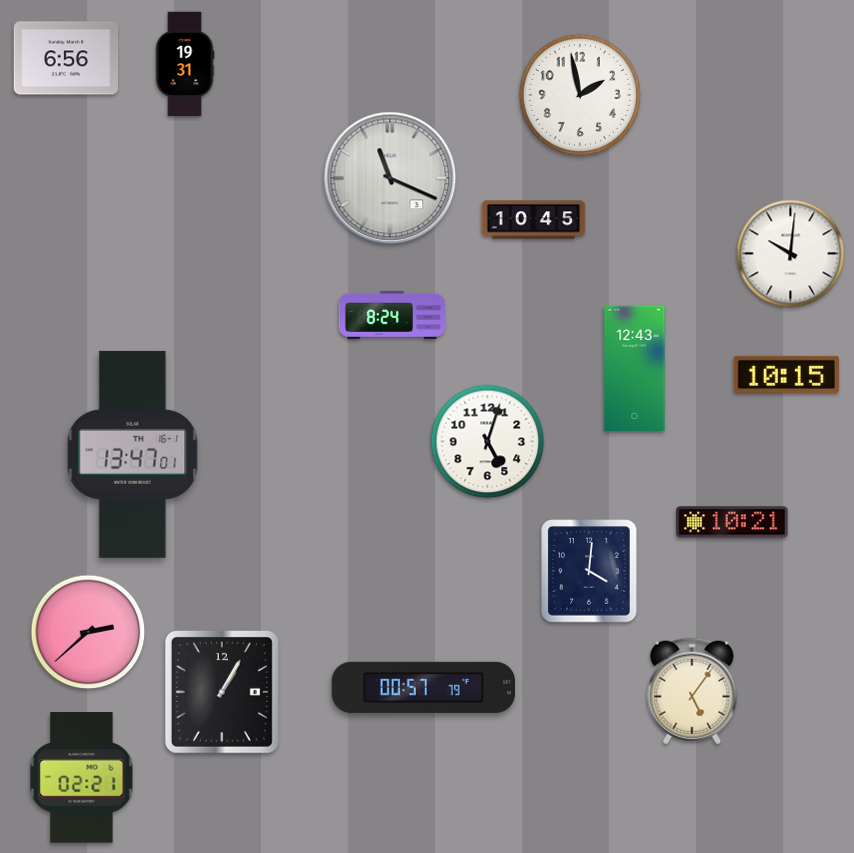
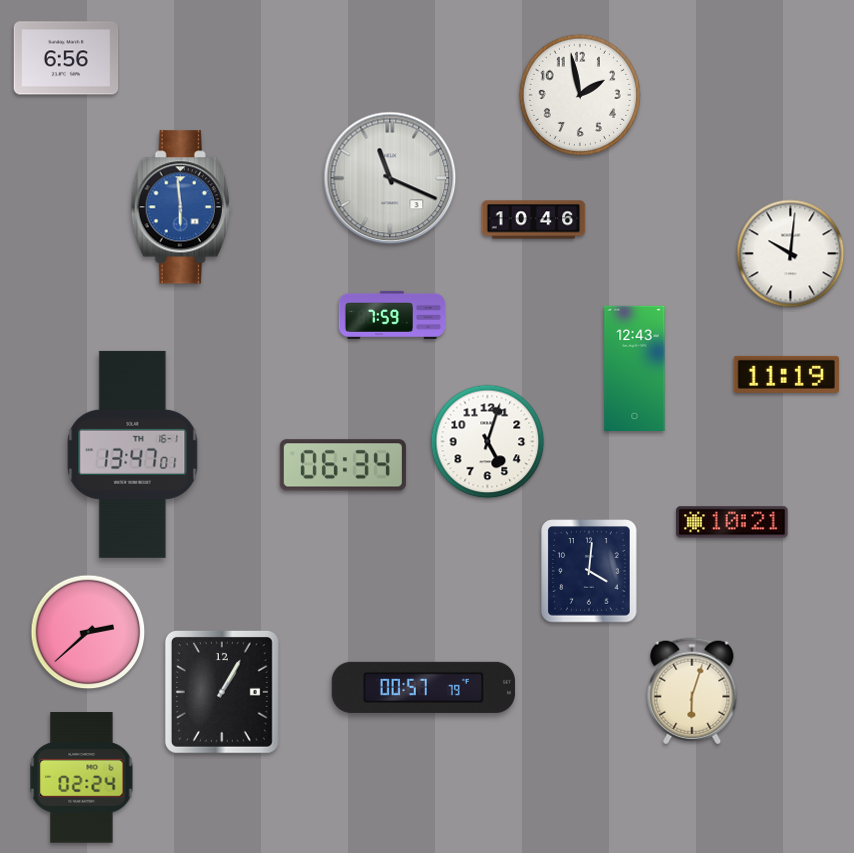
clock at (185, 64): 19:31 -> none
clock at (181, 207): none -> 5:59
clock at (534, 220): 10:45 -> 10:46
clock at (391, 315): 8:24 -> 7:59
clock at (786, 374): 10:15 -> 11:19
clock at (343, 465): none -> 06:34
clock at (692, 691): 5:06 -> 6:03
clock at (82, 778): 02:21 -> 02:24
